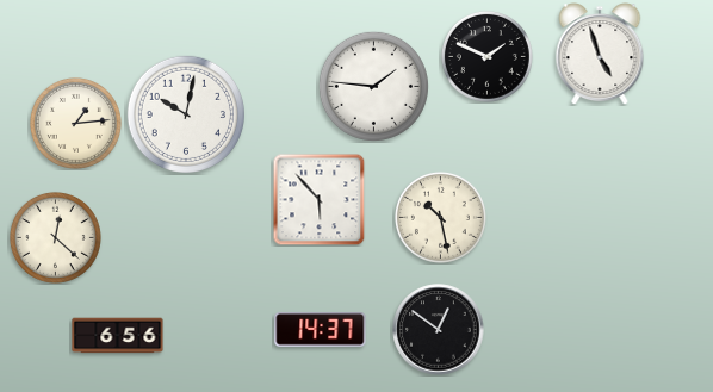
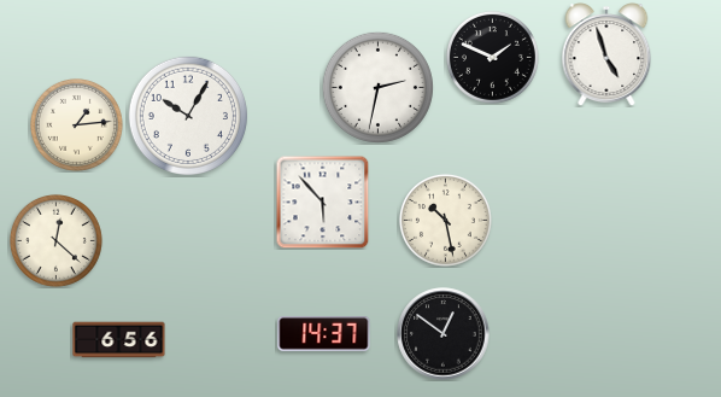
clock at (373, 86): 1:46 -> 2:32
clock at (185, 113): 10:02 -> 10:05
